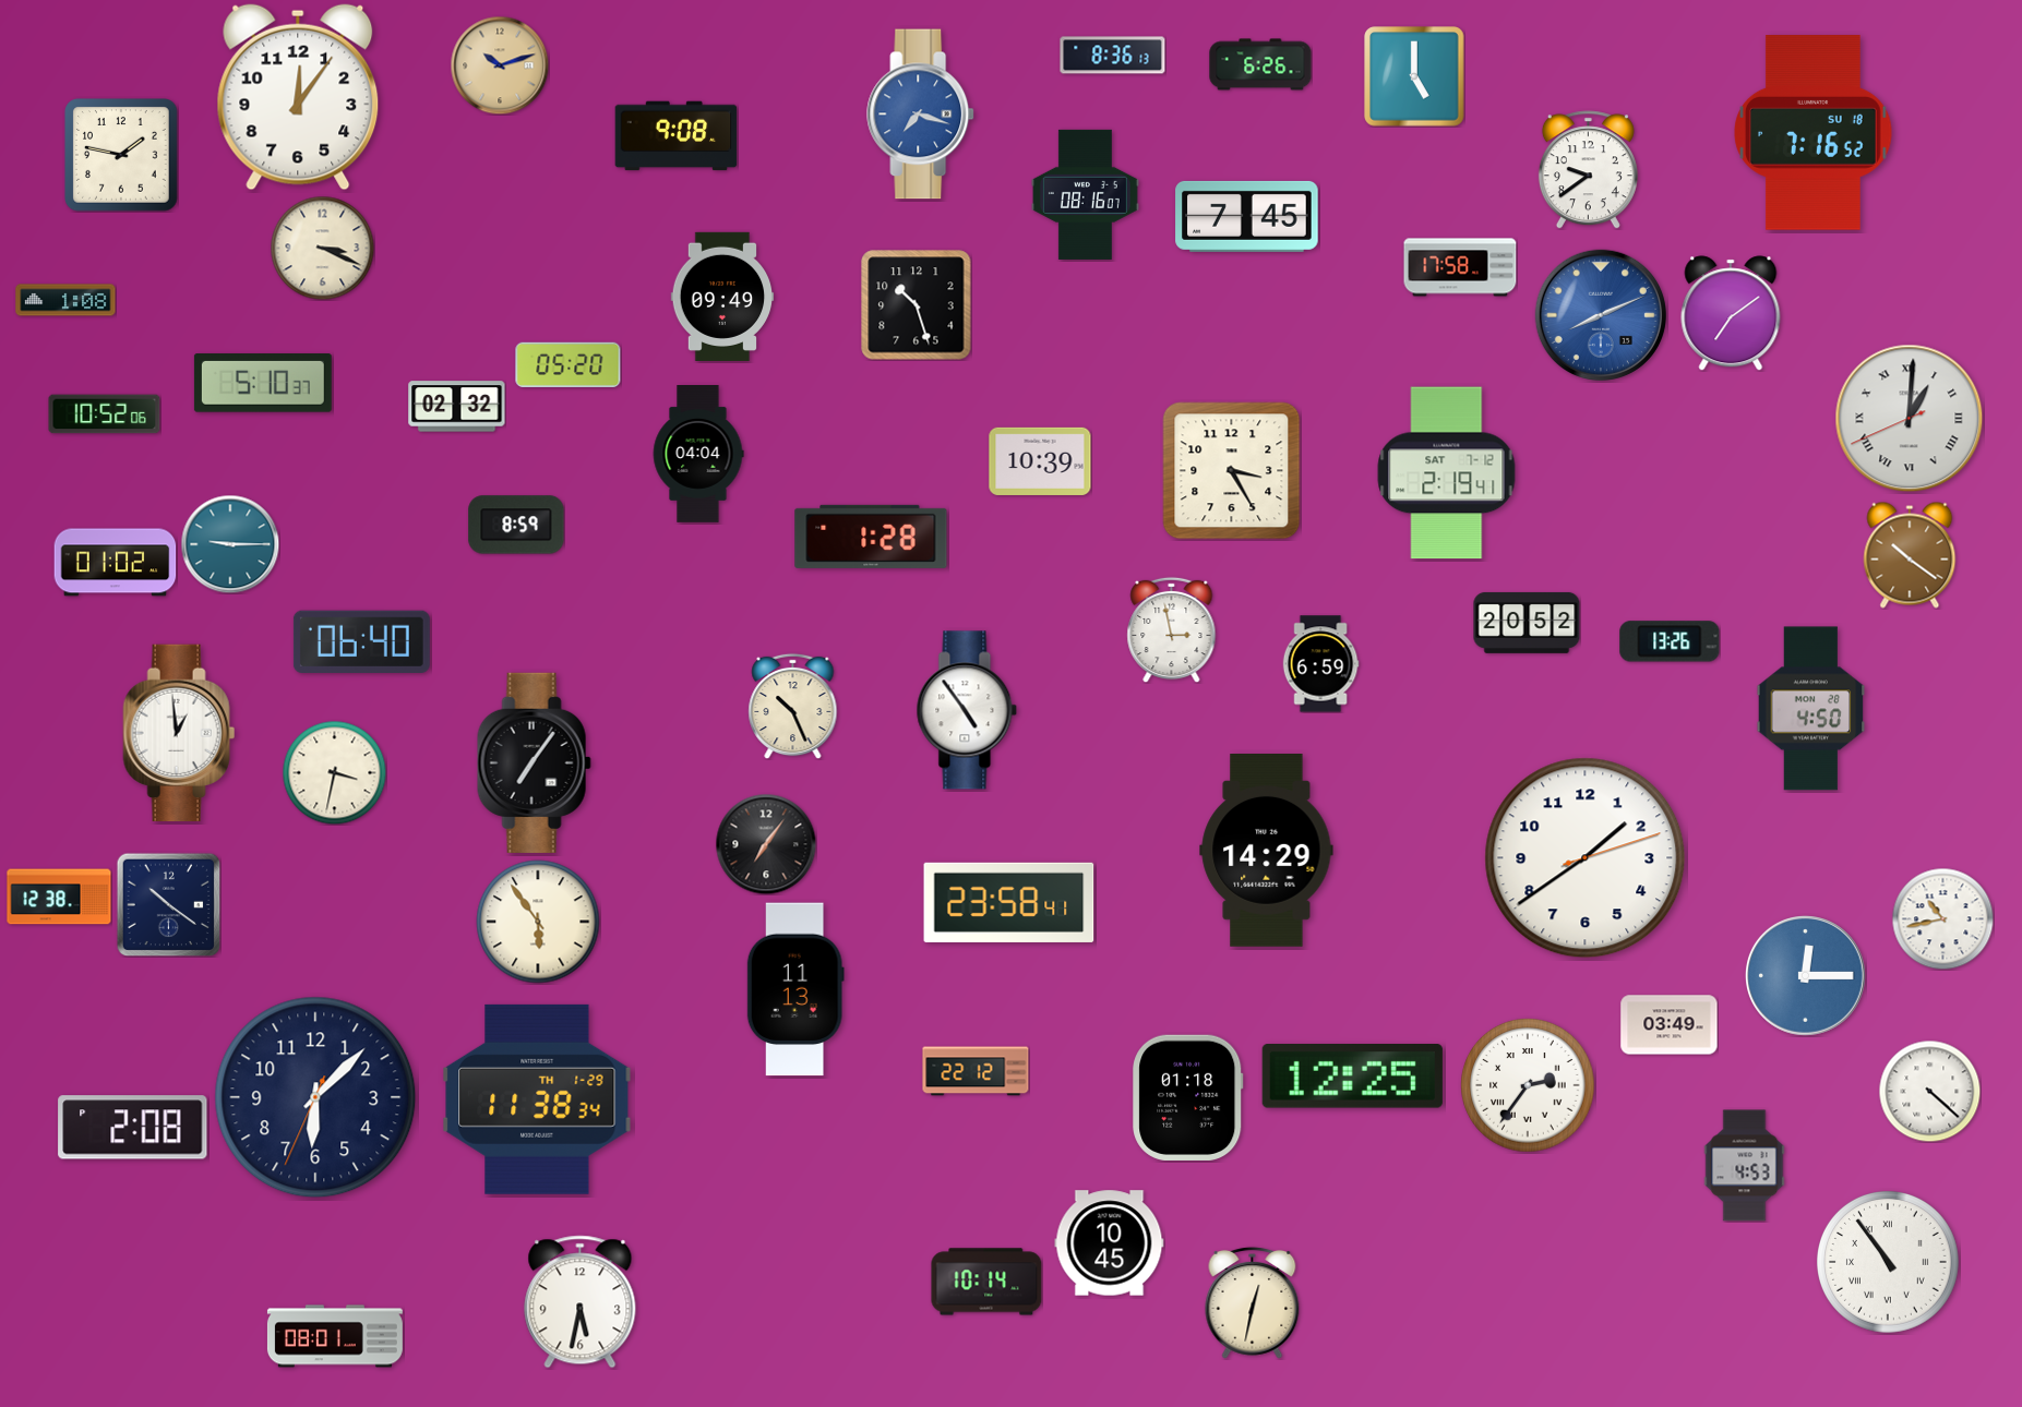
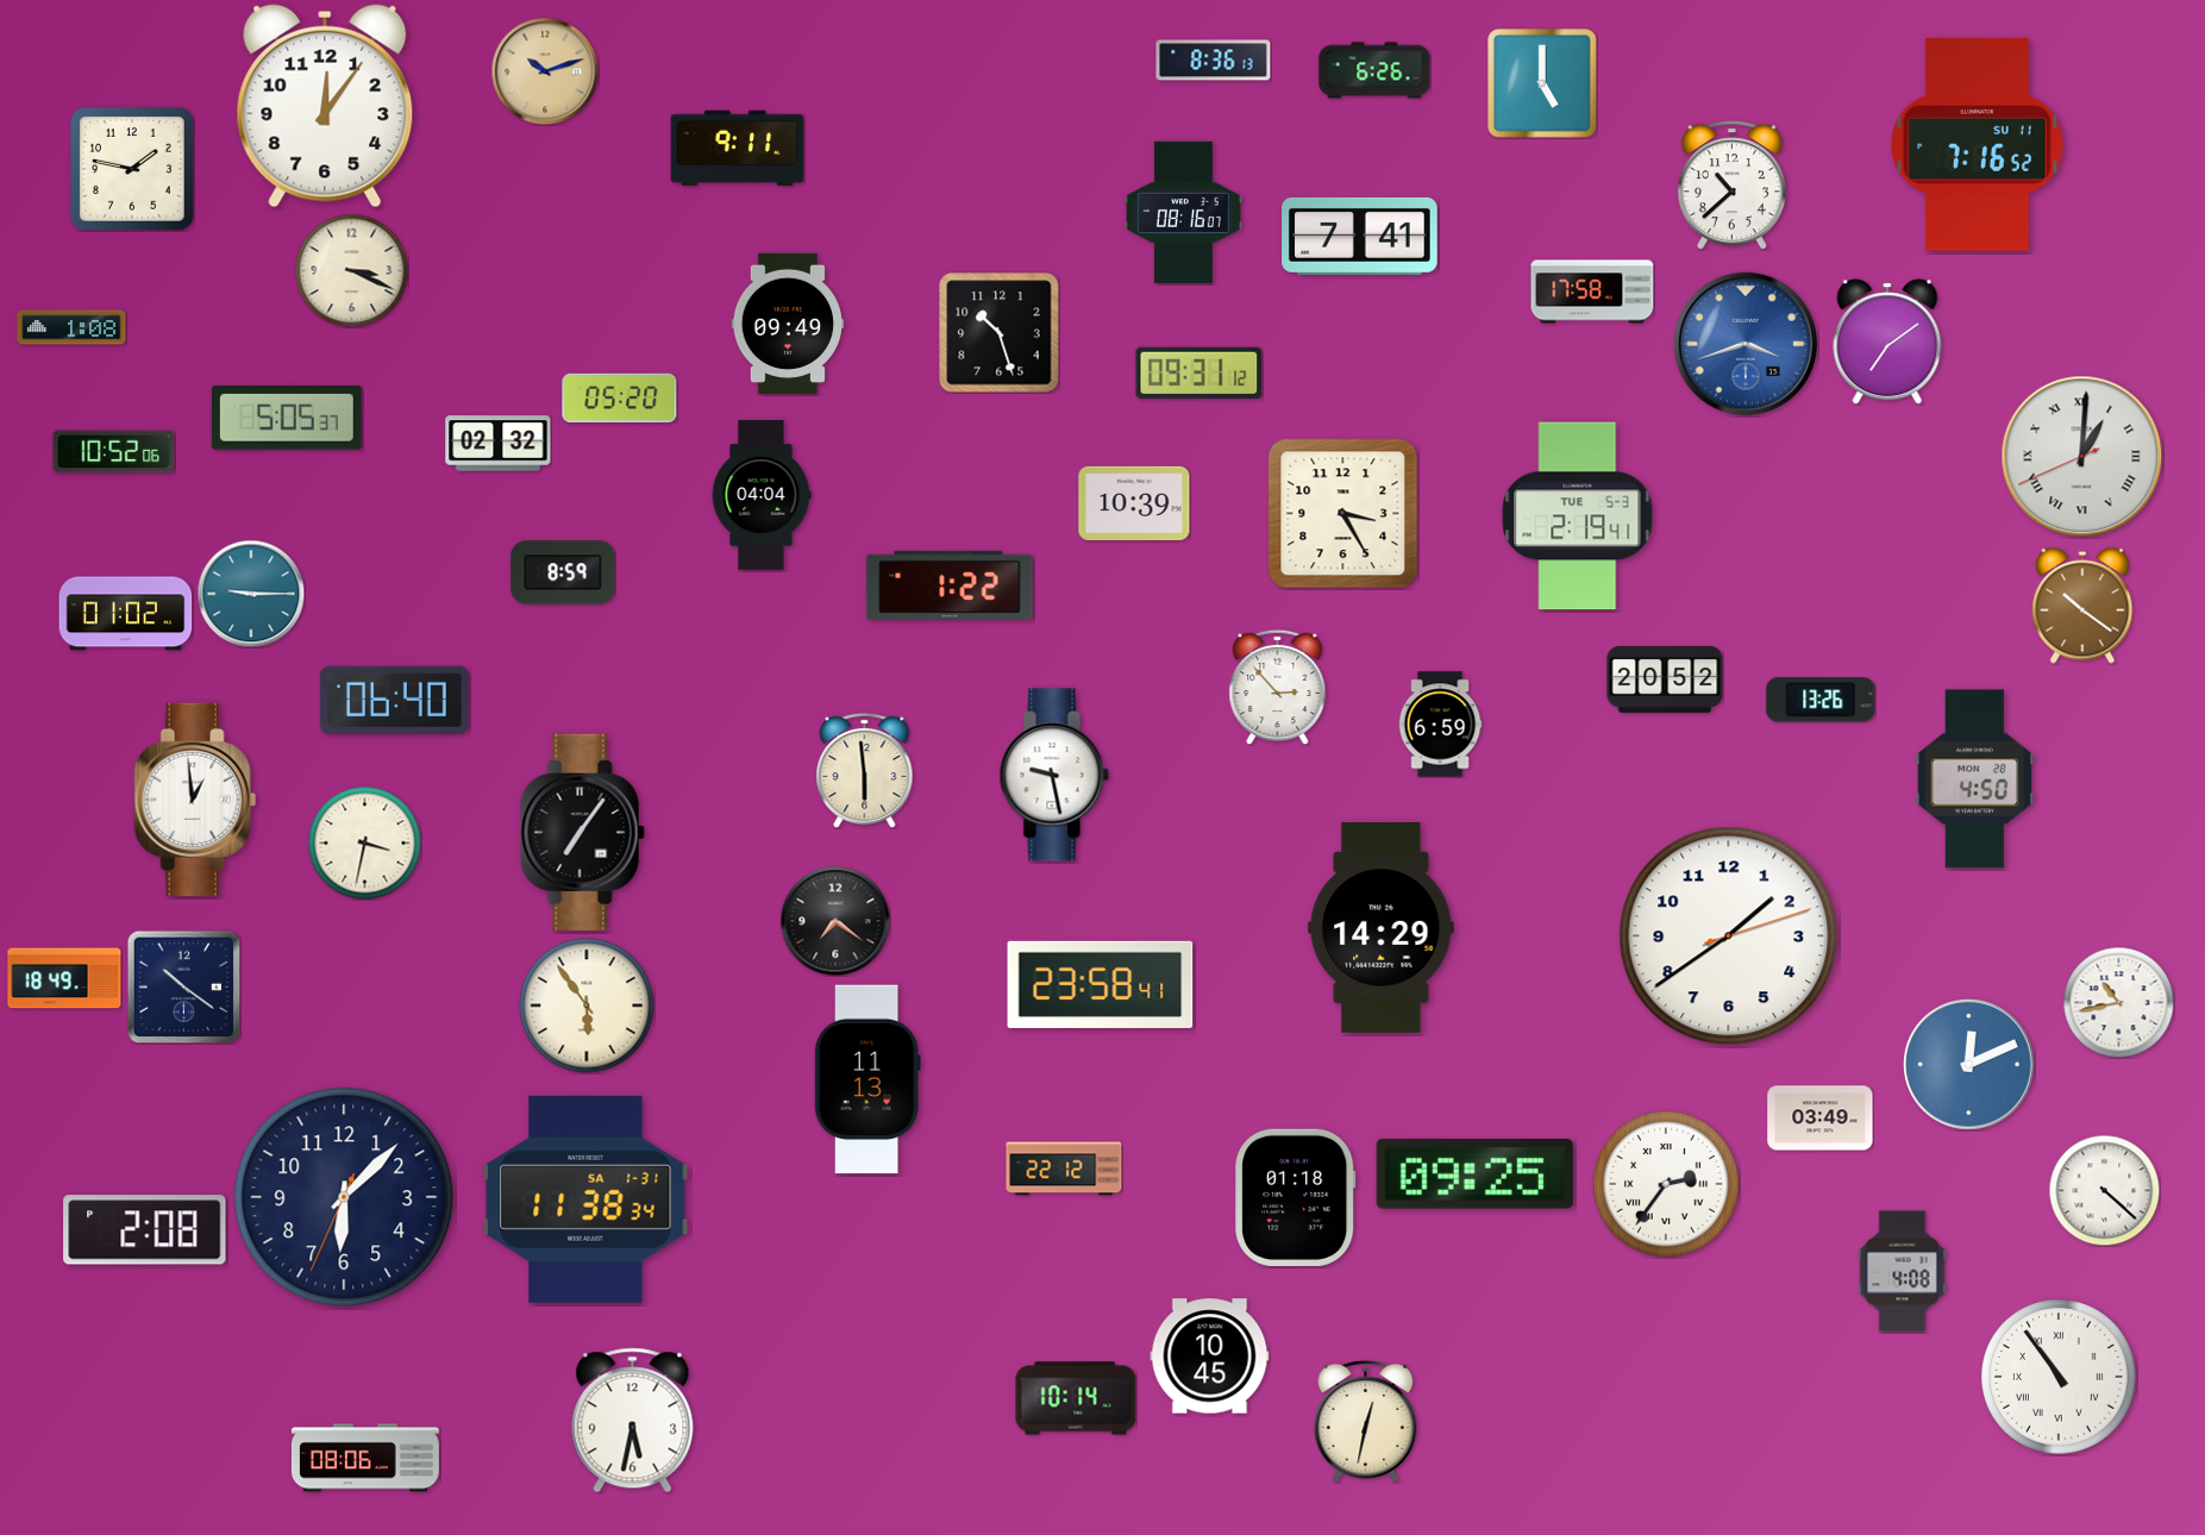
clock at (921, 115): 7:18 -> none
clock at (1814, 133) date: SU 18 -> SU 11
clock at (677, 136): 9:08 -> 9:11
clock at (1588, 170): 9:39 -> 10:38
clock at (1247, 216): 7:45 -> 7:41
clock at (1601, 315): 8:11 -> 3:42
clock at (1199, 372): none -> 09:31
clock at (263, 384): 5:10 -> 5:05
clock at (1447, 473) date: SAT 7-12 -> TUE 5-3
clock at (871, 537): 1:28 -> 1:22
clock at (1172, 629): 2:58 -> 2:53
clock at (793, 706): 10:26 -> 5:59
clock at (1811, 709) position: (1811, 709) -> (1975, 779)
clock at (967, 710): 4:54 -> 9:28
clock at (766, 844): 7:06 -> 7:21
clock at (59, 897): 12:38 -> 18:49
clock at (1806, 976): 12:15 -> 12:11
clock at (1352, 1077): 12:25 -> 09:25
clock at (537, 1099) date: TH 1-29 -> SA 1-31
clock at (1745, 1166): 4:53 -> 4:08
clock at (335, 1336): 08:01 -> 08:06
